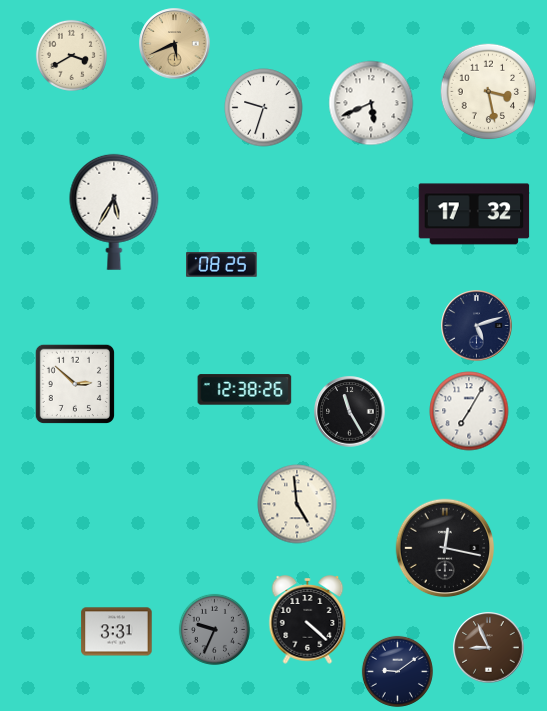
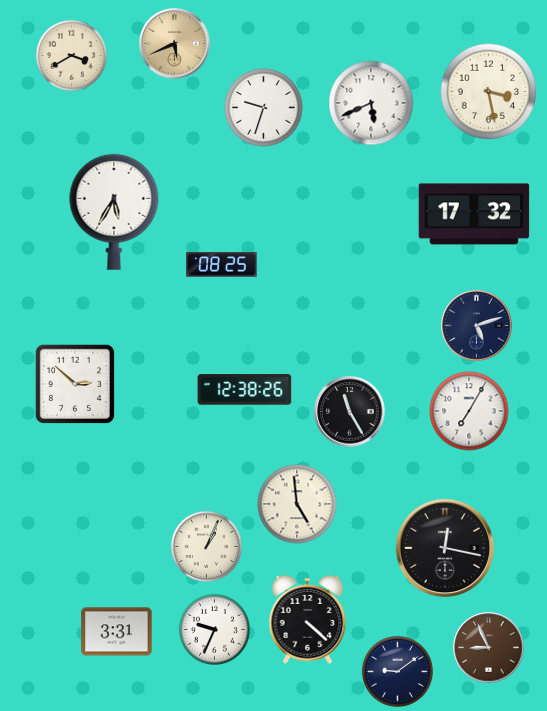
clock at (206, 546): none -> 1:04
clock at (214, 629) dial: grey -> white
